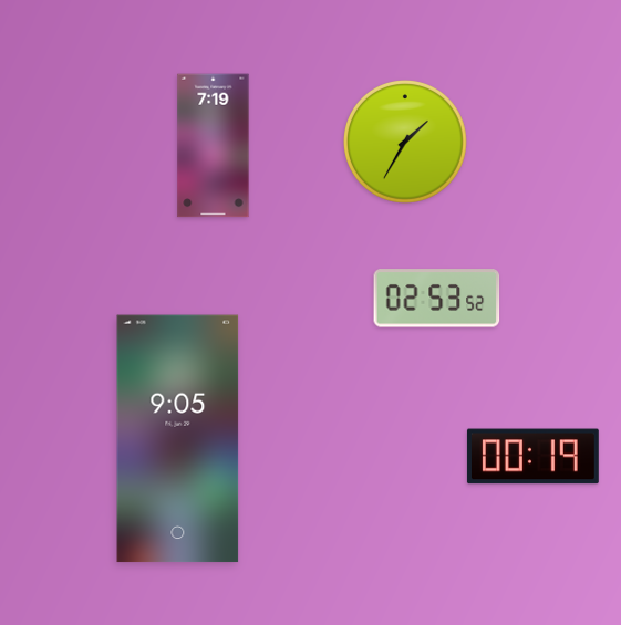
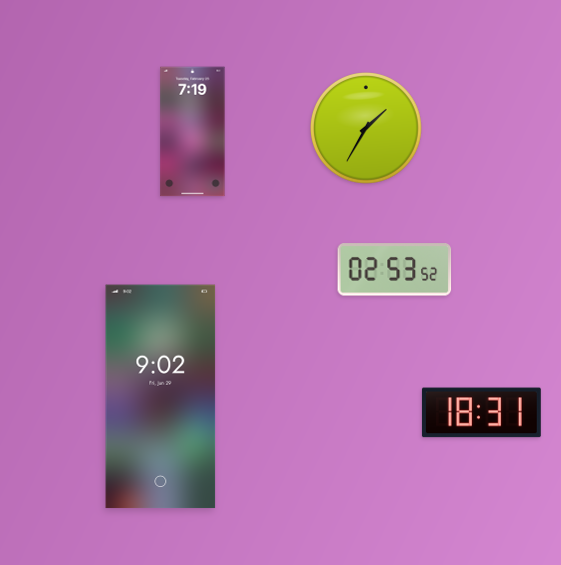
clock at (178, 439): 9:05 -> 9:02
clock at (532, 457): 00:19 -> 18:31
